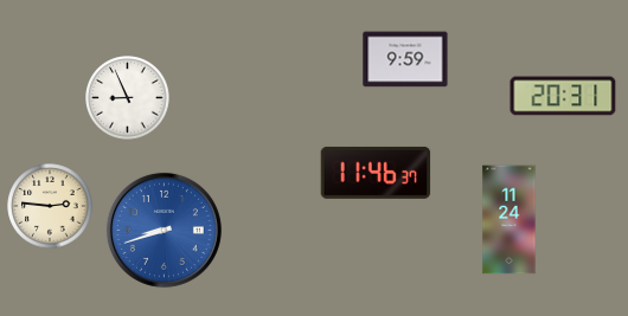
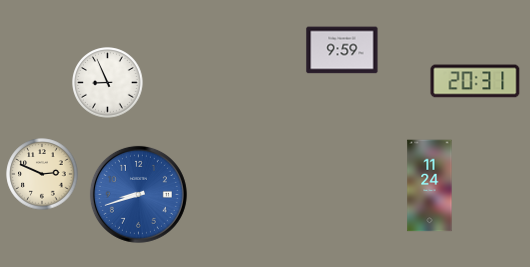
clock at (376, 173): 11:46 -> none
clock at (50, 206): 2:46 -> 2:49
